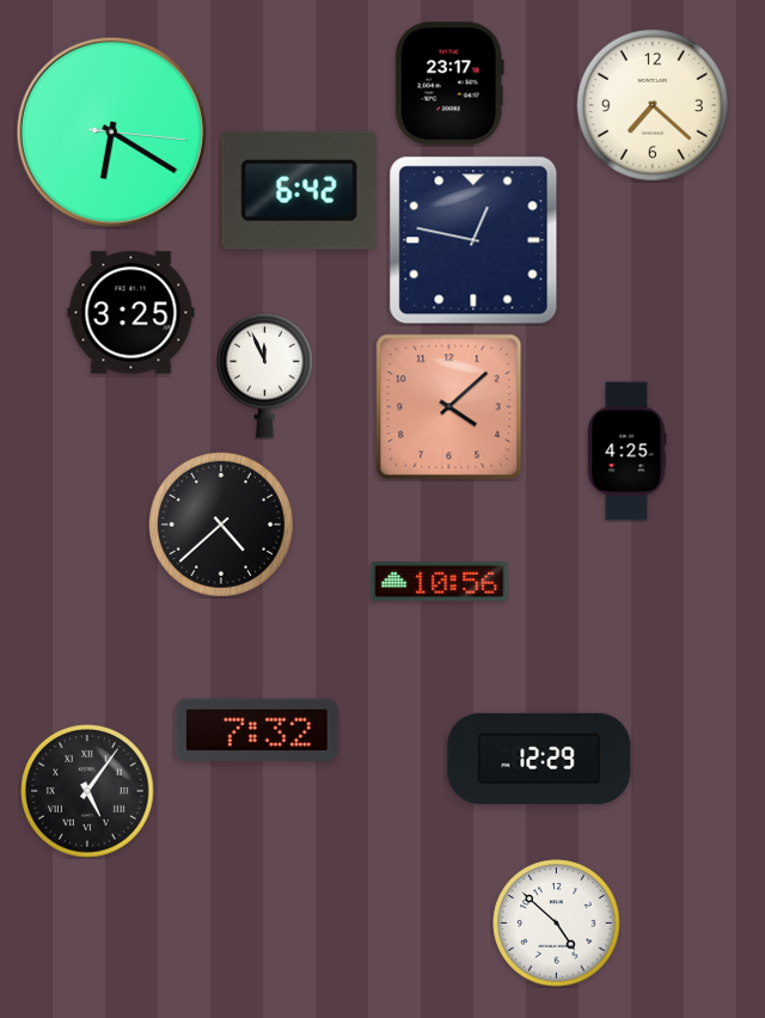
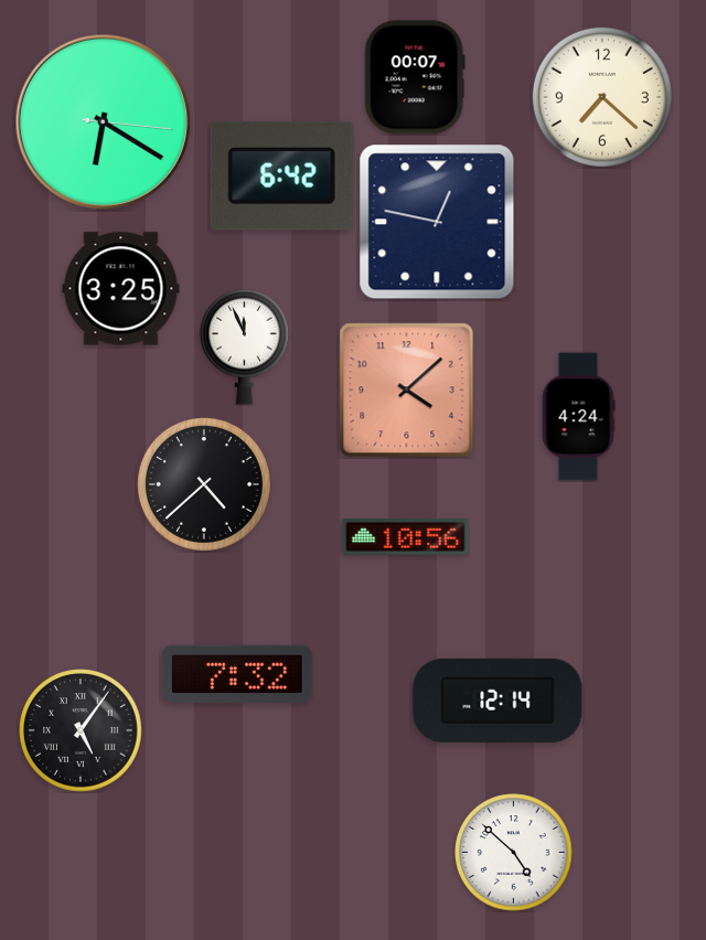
clock at (449, 84): 23:17 -> 00:07
clock at (299, 190) position: (299, 190) -> (281, 175)
clock at (449, 407) position: (449, 407) -> (407, 391)
clock at (626, 452): 4:25 -> 4:24
clock at (539, 759): 12:29 -> 12:14
